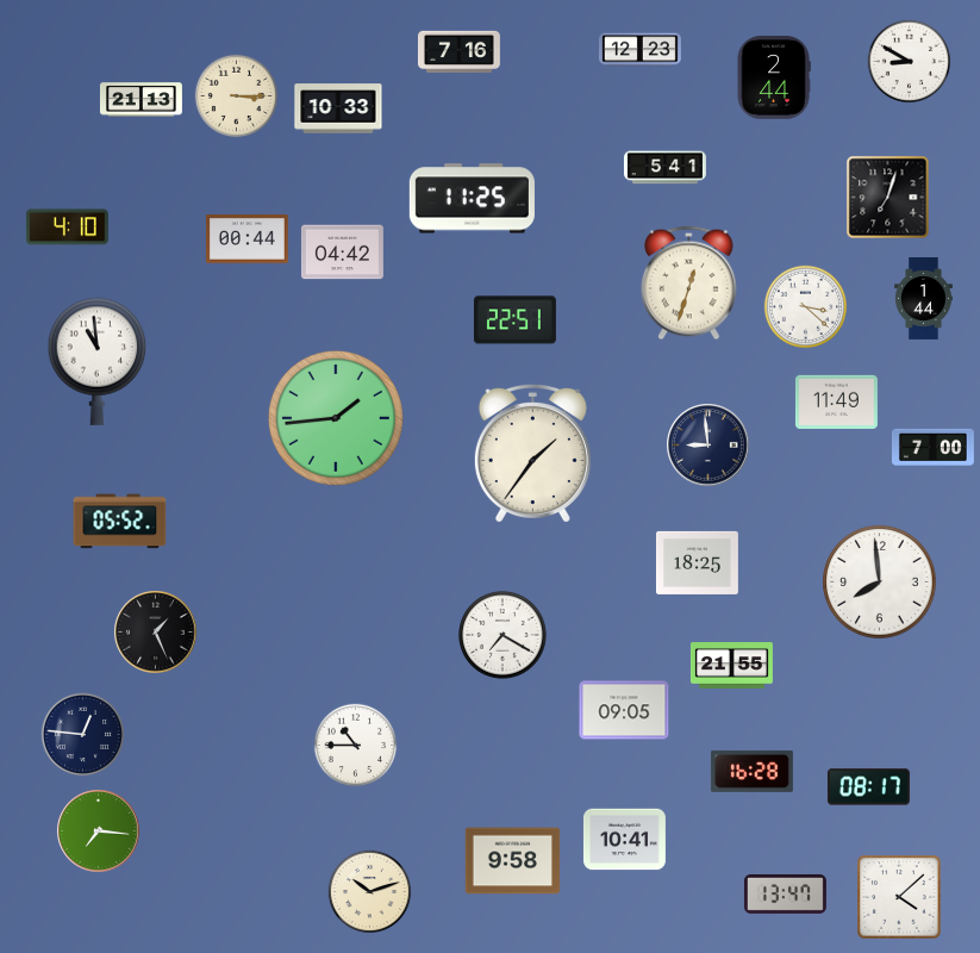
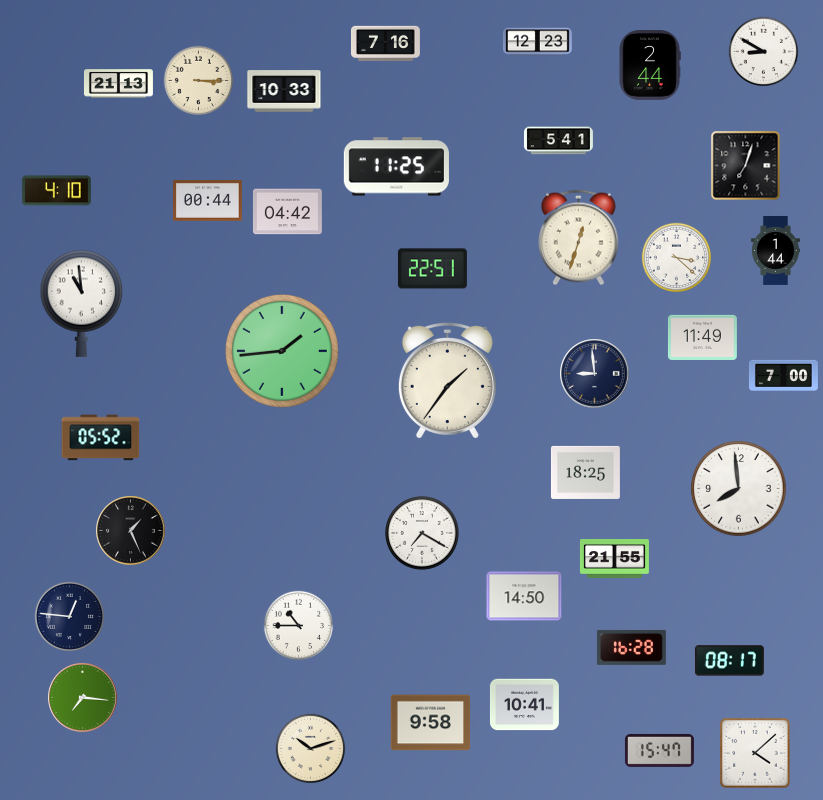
clock at (624, 710): 09:05 -> 14:50
clock at (785, 893): 13:47 -> 15:47
